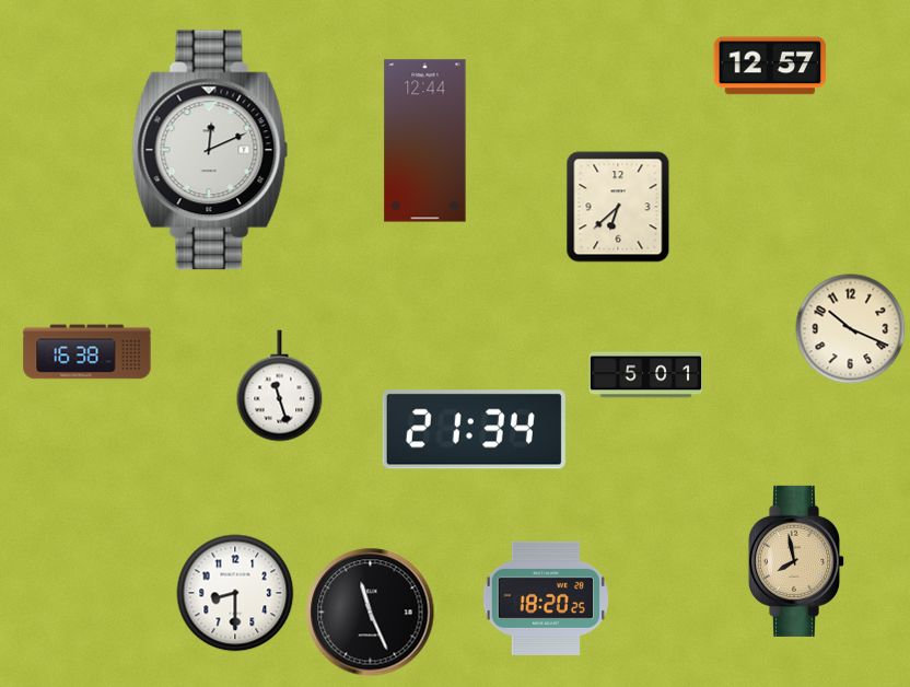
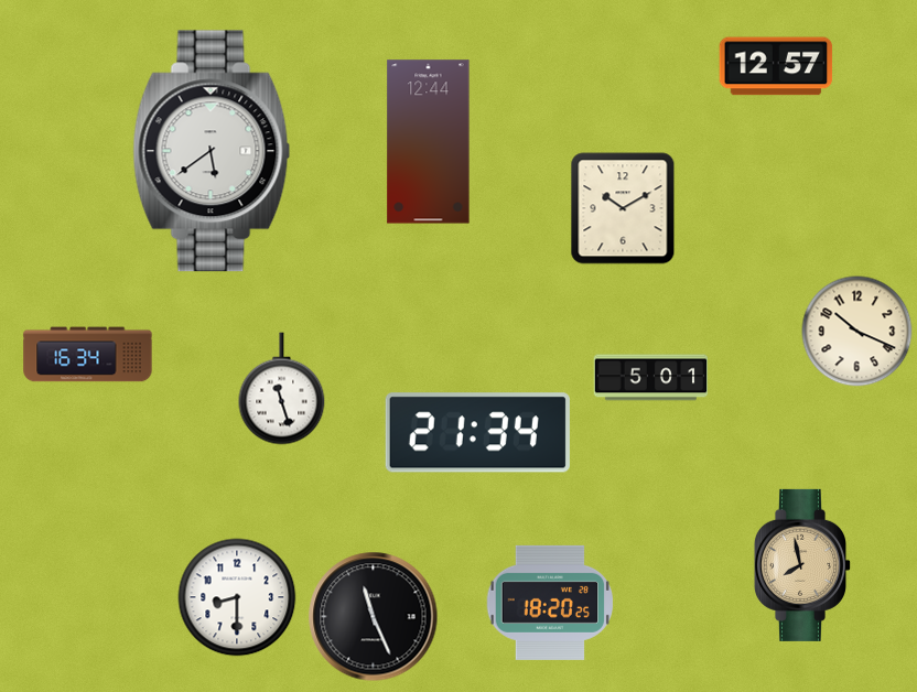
clock at (210, 150): 12:11 -> 5:39
clock at (618, 207): 6:38 -> 10:10
clock at (87, 352): 16:38 -> 16:34
